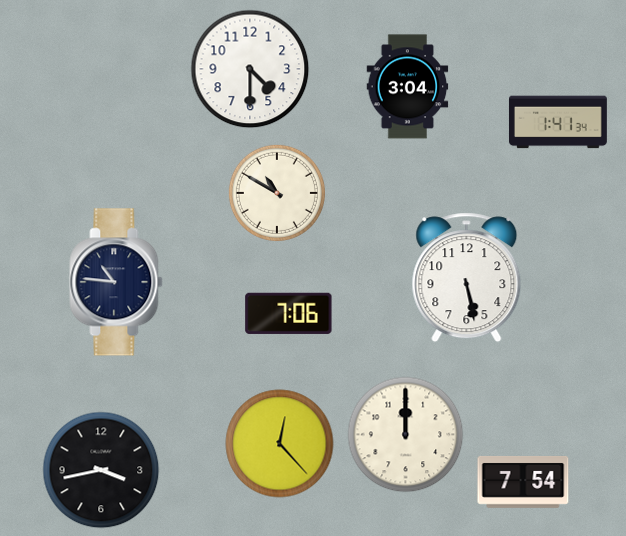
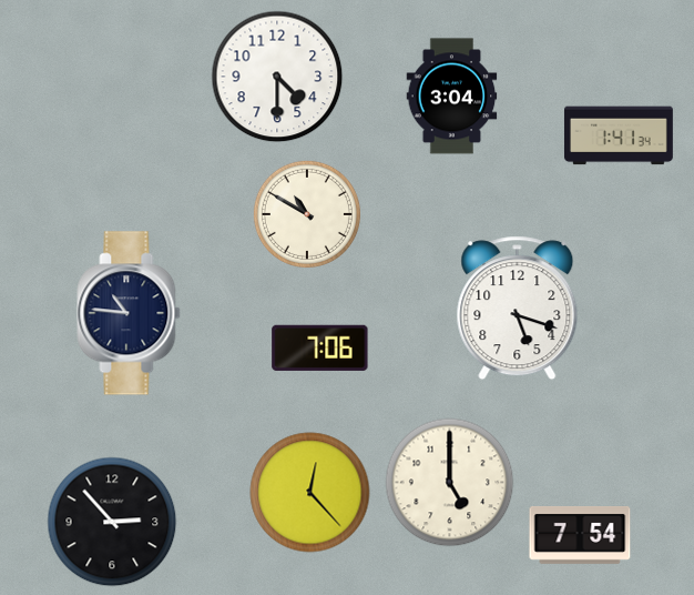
clock at (467, 278): 5:28 -> 5:18
clock at (406, 435): 12:00 -> 5:00
clock at (101, 470): 3:43 -> 2:53
